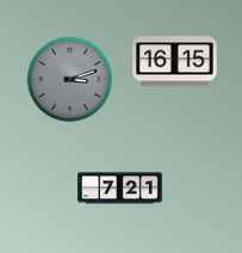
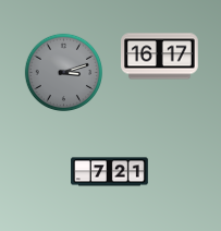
clock at (175, 62): 16:15 -> 16:17
